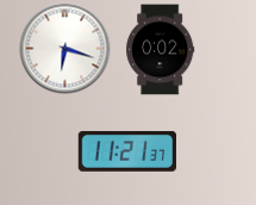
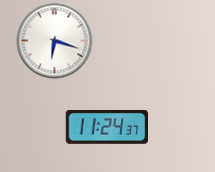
clock at (161, 50): 0:02 -> none
clock at (126, 151): 11:21 -> 11:24
